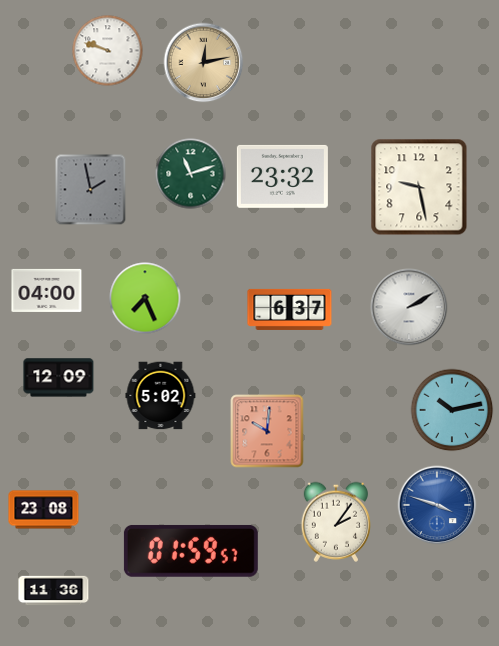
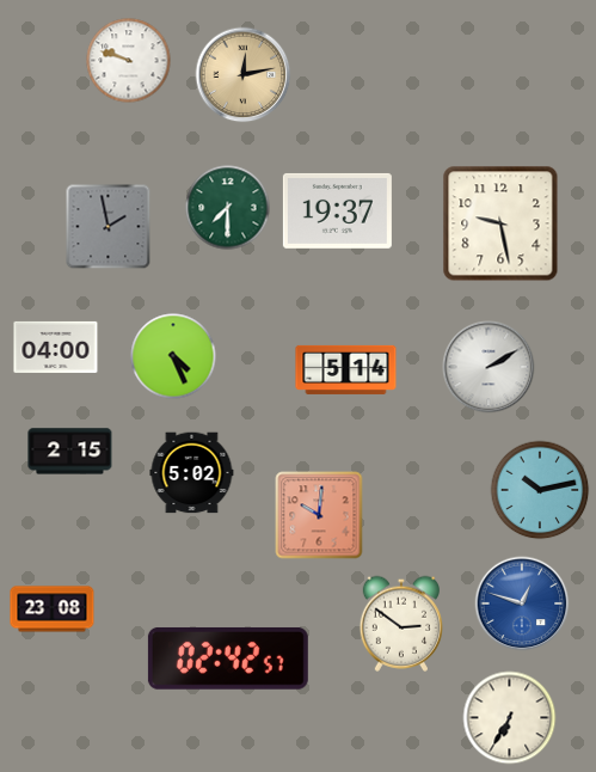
clock at (191, 174): 11:12 -> 7:30
clock at (282, 176): 23:32 -> 19:37
clock at (145, 298): 7:26 -> 4:26
clock at (290, 309): 6:37 -> 5:14
clock at (59, 378): 12:09 -> 2:15
clock at (437, 505): 3:48 -> 12:48
clock at (335, 522): 2:06 -> 2:51
clock at (191, 551): 01:59 -> 02:42
clock at (54, 591): 11:36 -> none
clock at (510, 718): none -> 6:35
